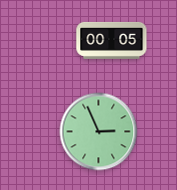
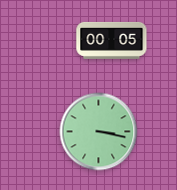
clock at (99, 132): 2:56 -> 3:17
